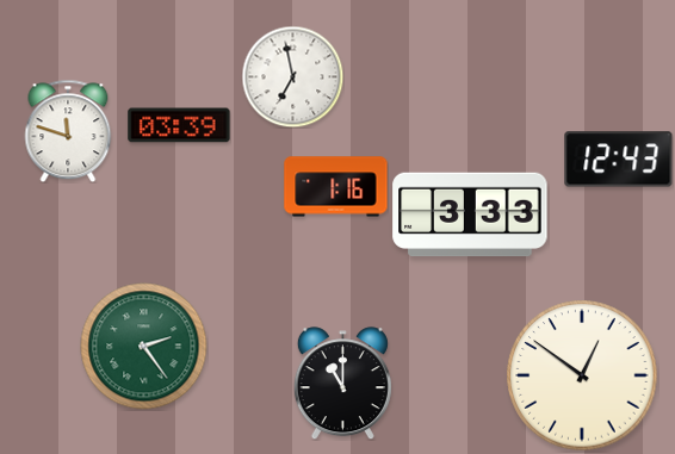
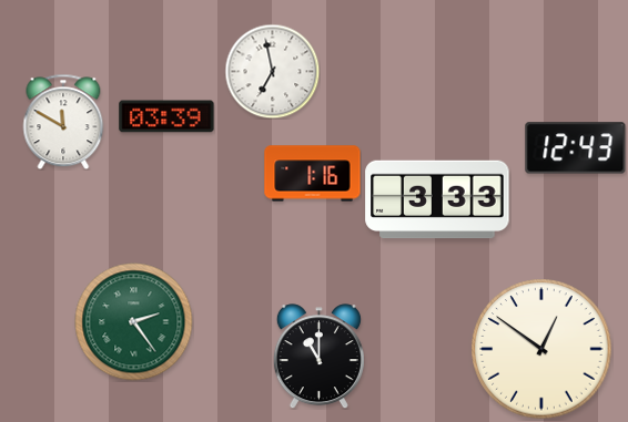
clock at (68, 131): 11:48 -> 11:50
